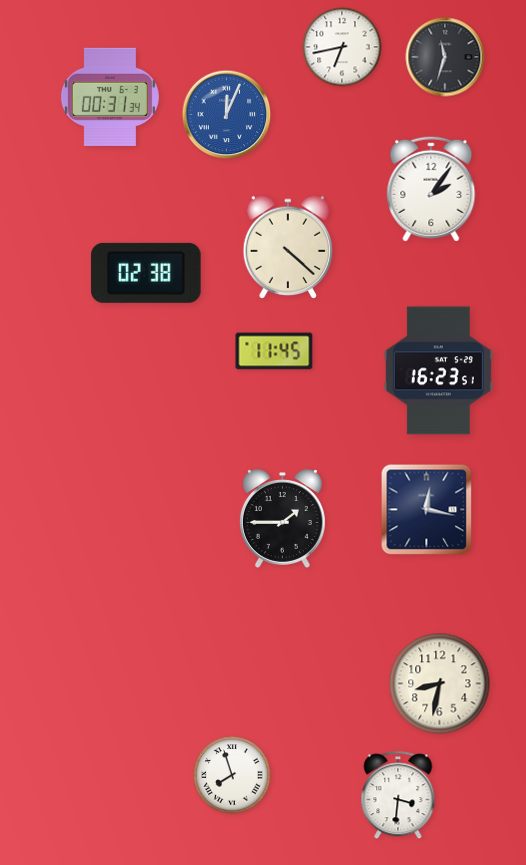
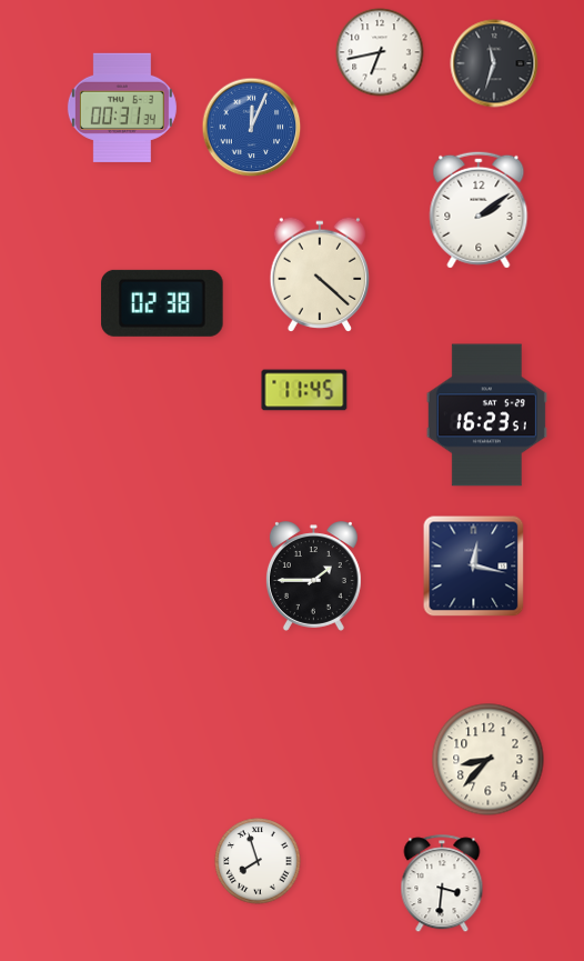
clock at (431, 189): 2:06 -> 2:09
clock at (438, 371) position: (438, 371) -> (486, 416)
clock at (440, 684): 8:32 -> 8:37
